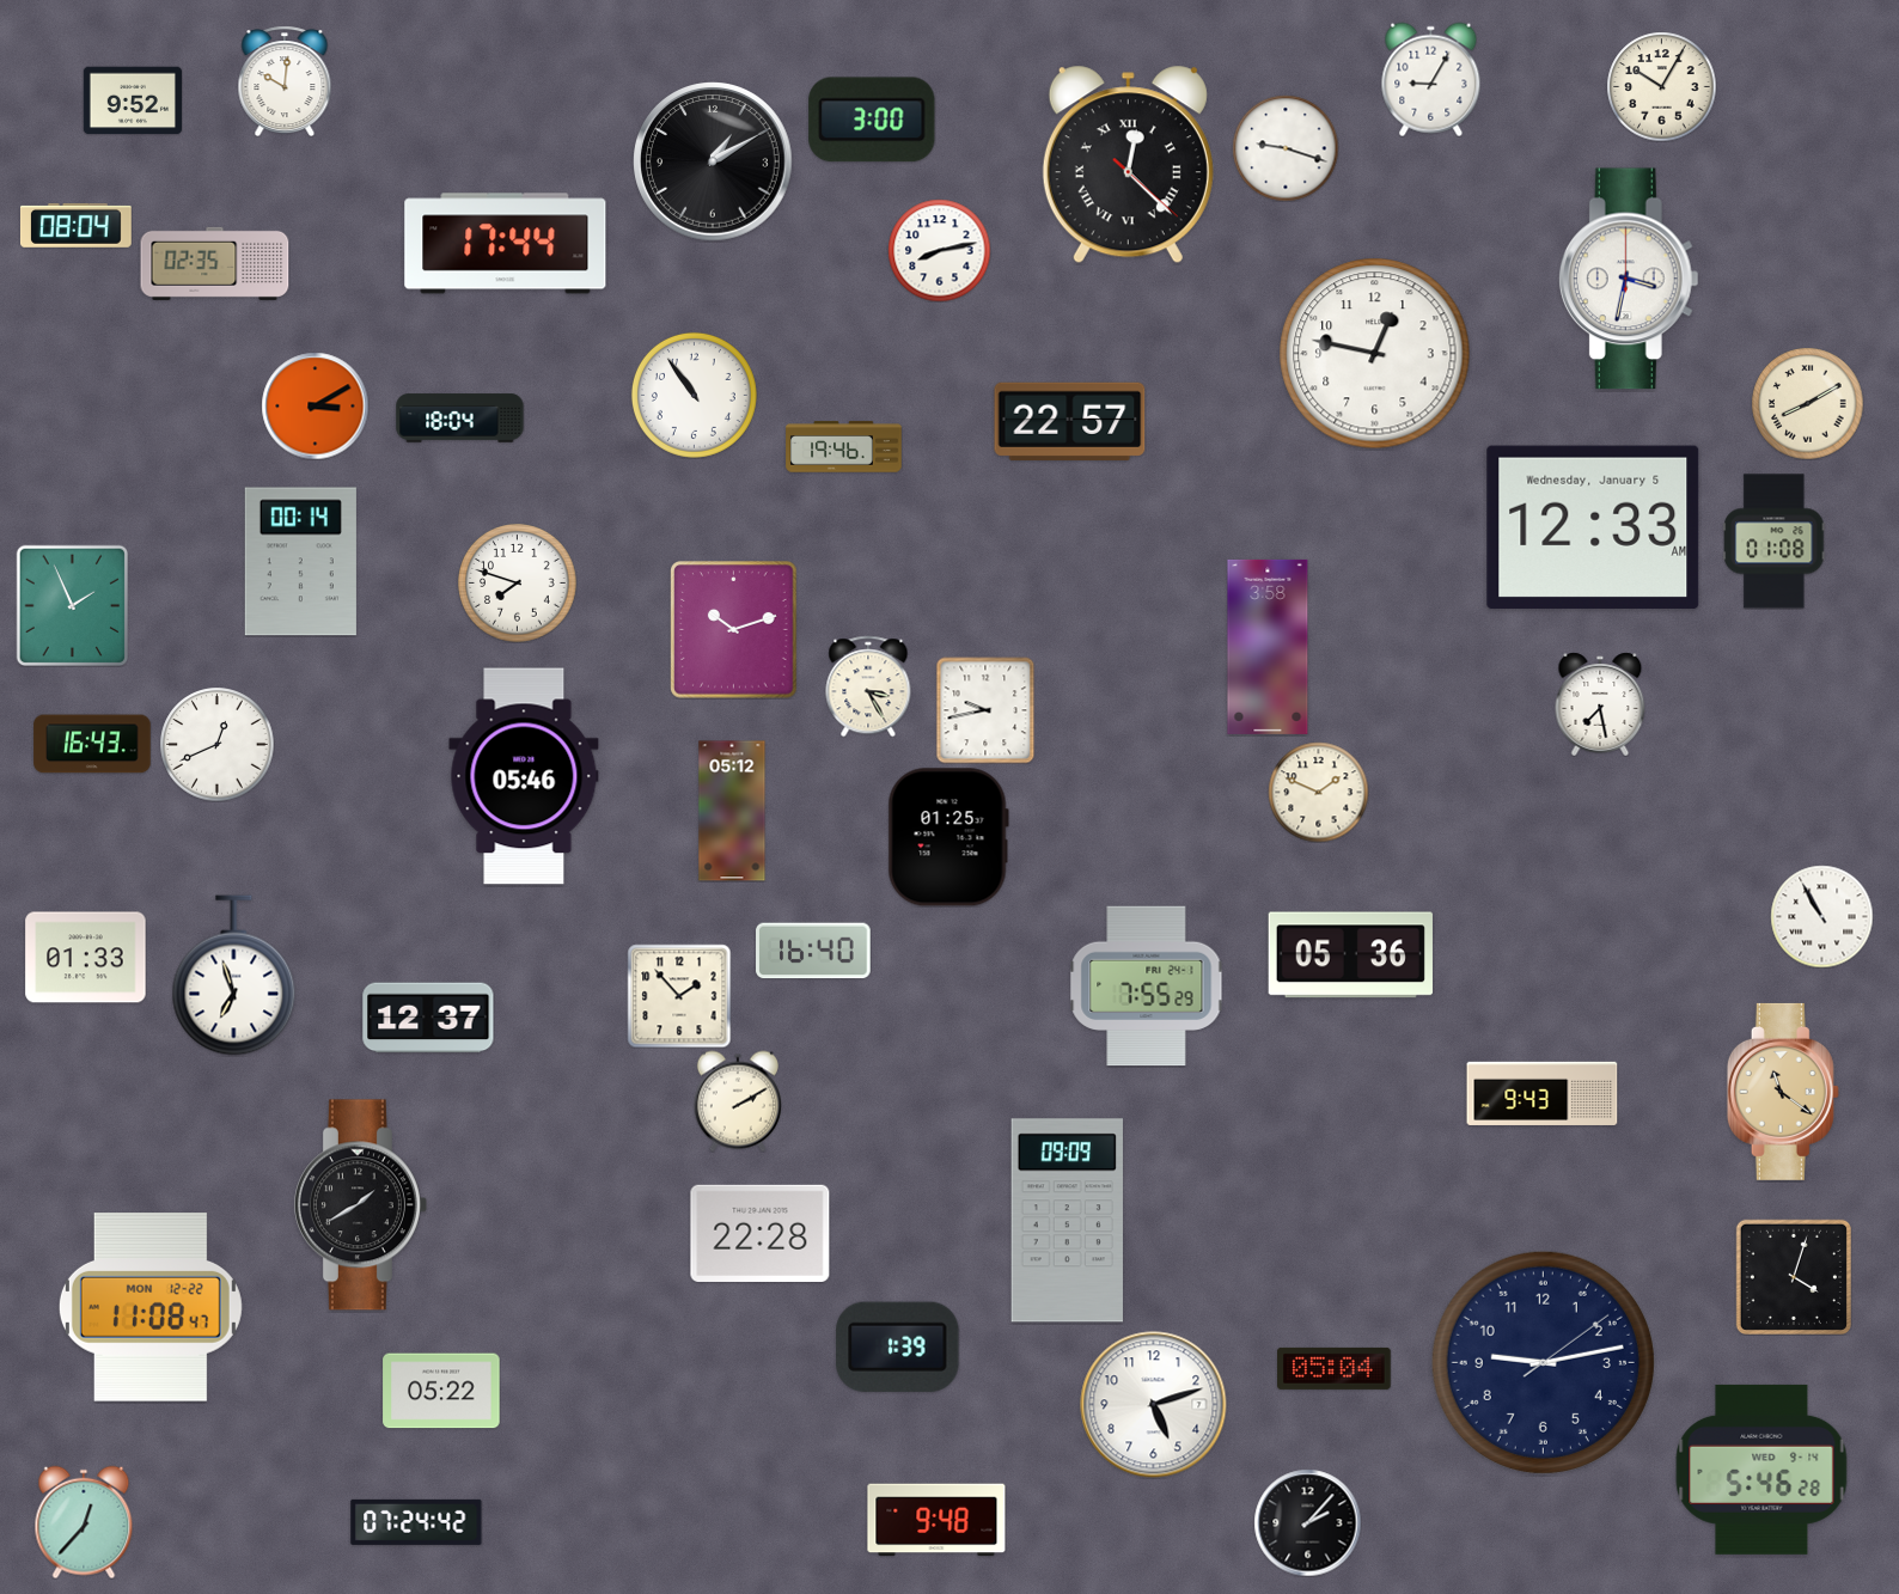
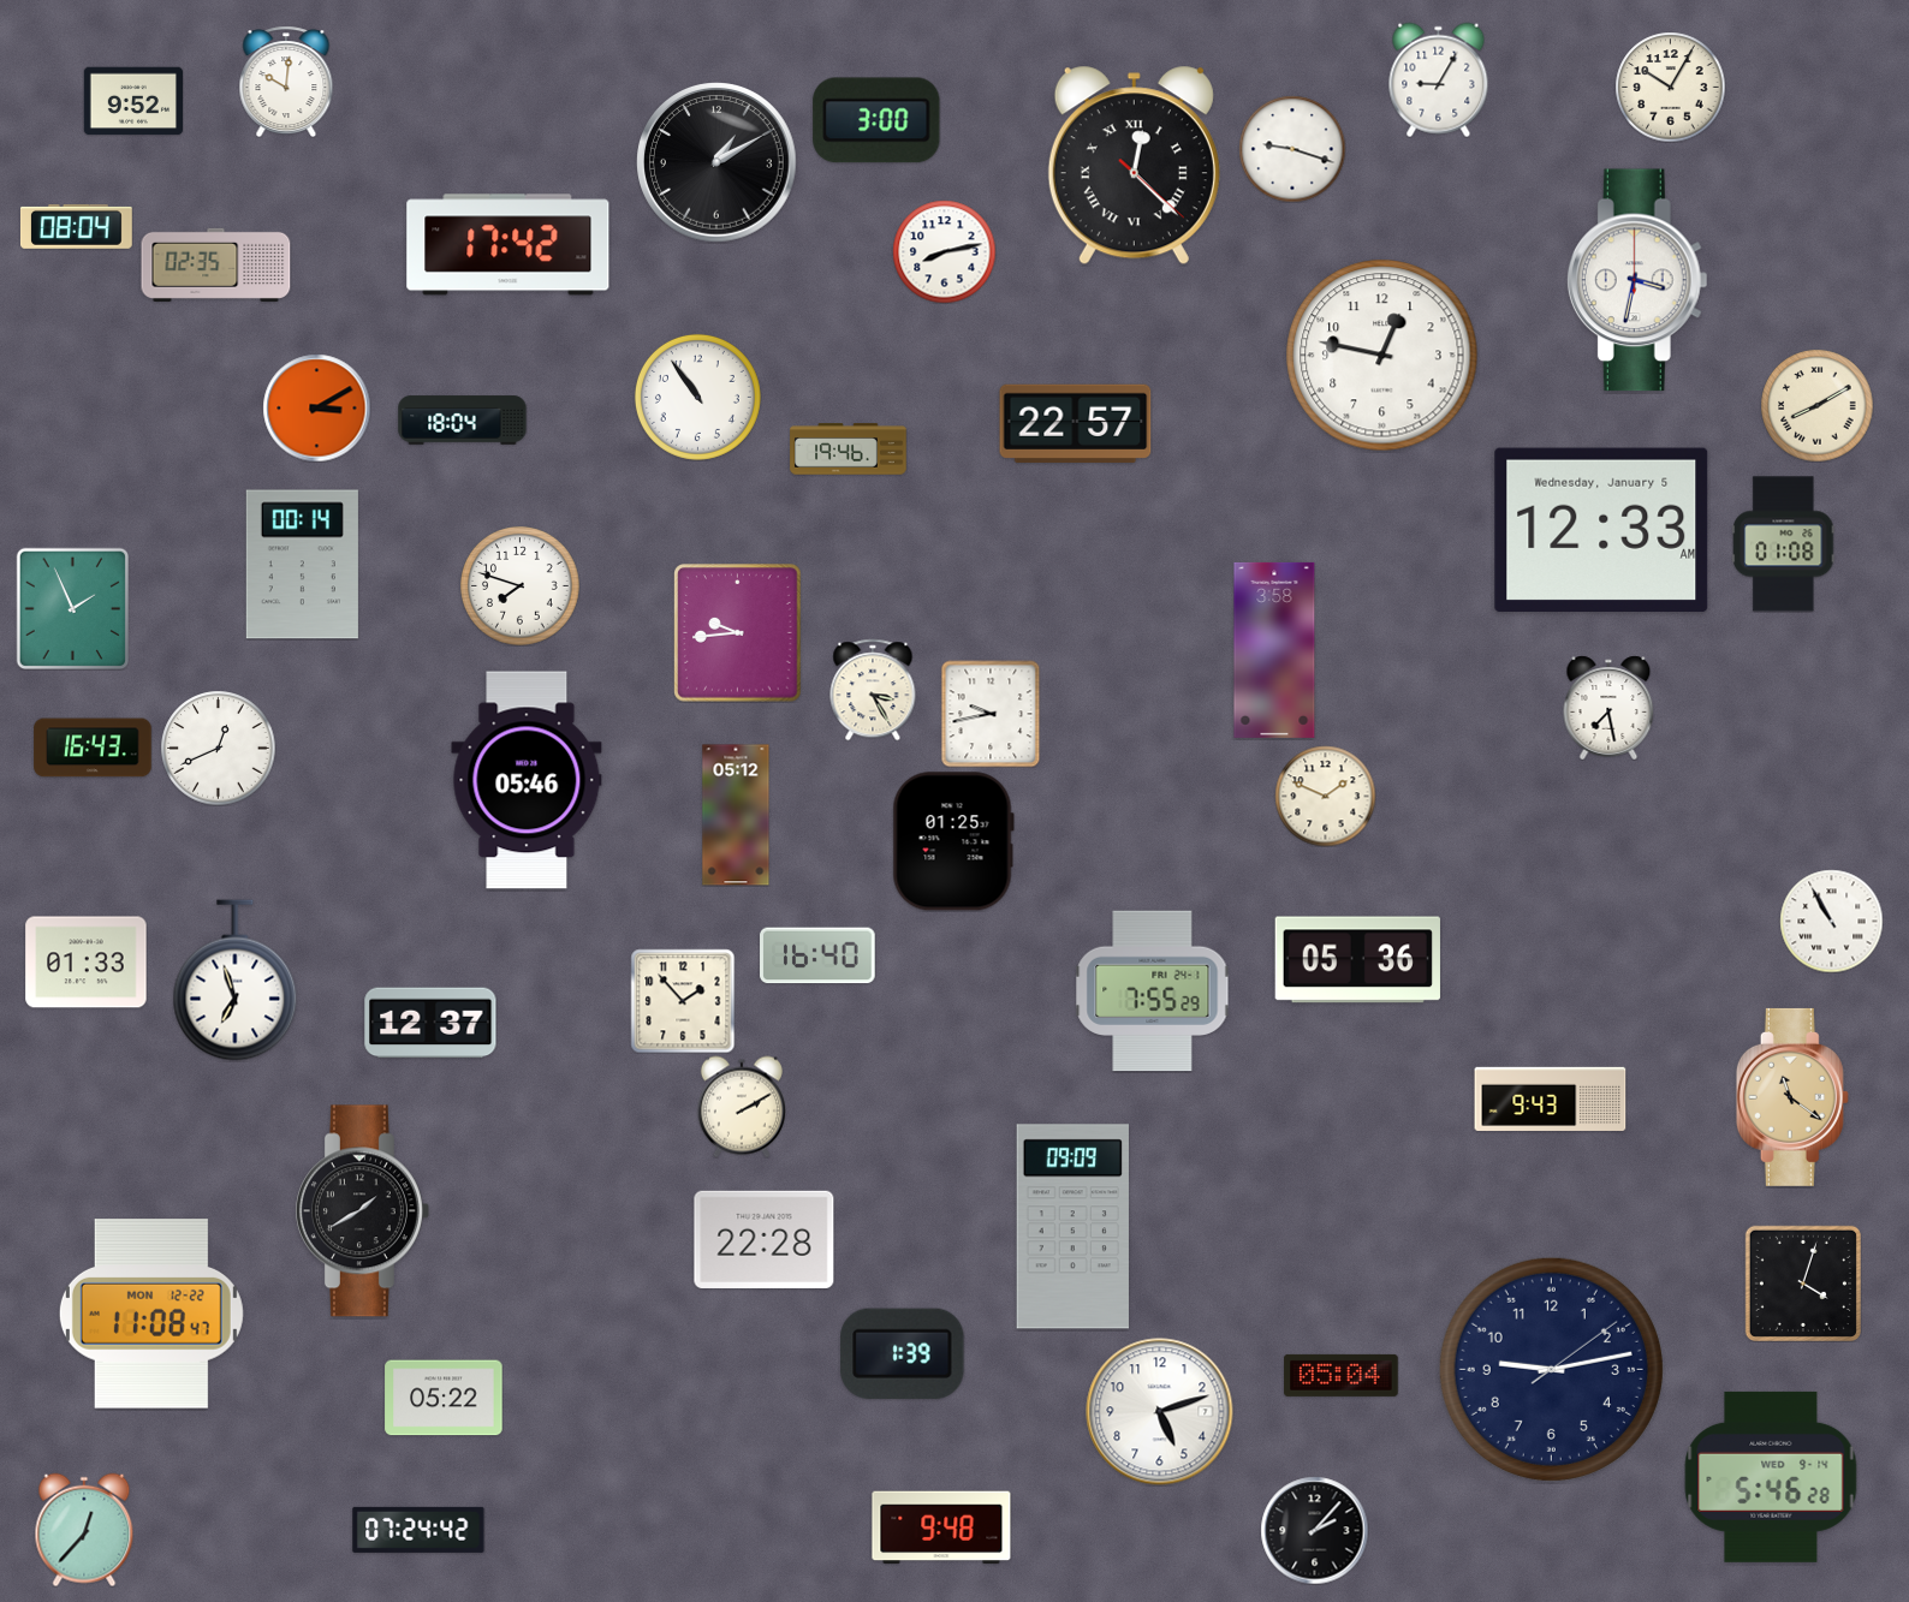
clock at (506, 244): 17:44 -> 17:42
clock at (734, 630): 10:12 -> 9:44
